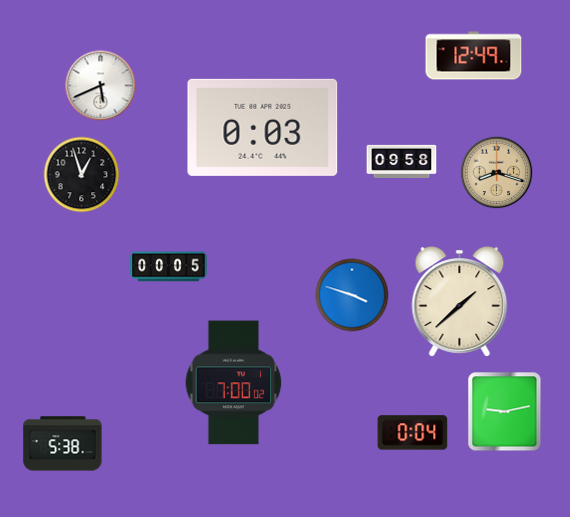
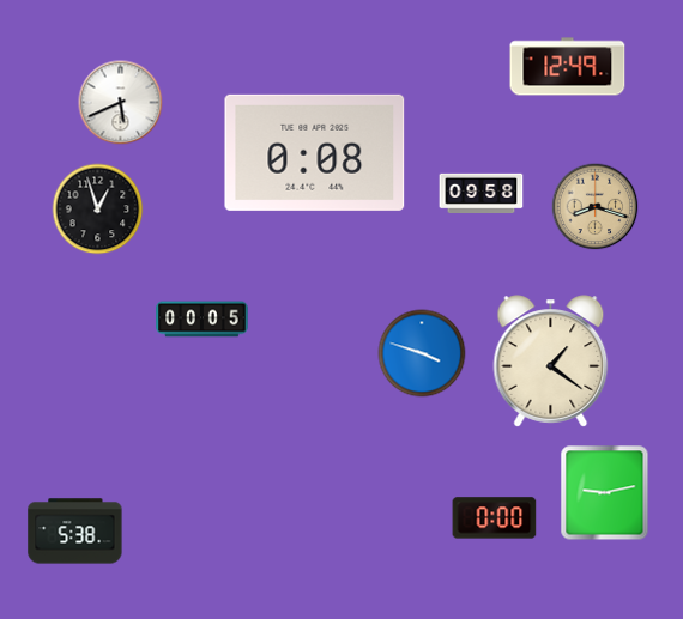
clock at (263, 127): 0:03 -> 0:08
clock at (460, 302): 1:38 -> 1:21
clock at (234, 383): 7:00 -> none
clock at (413, 433): 0:04 -> 0:00
